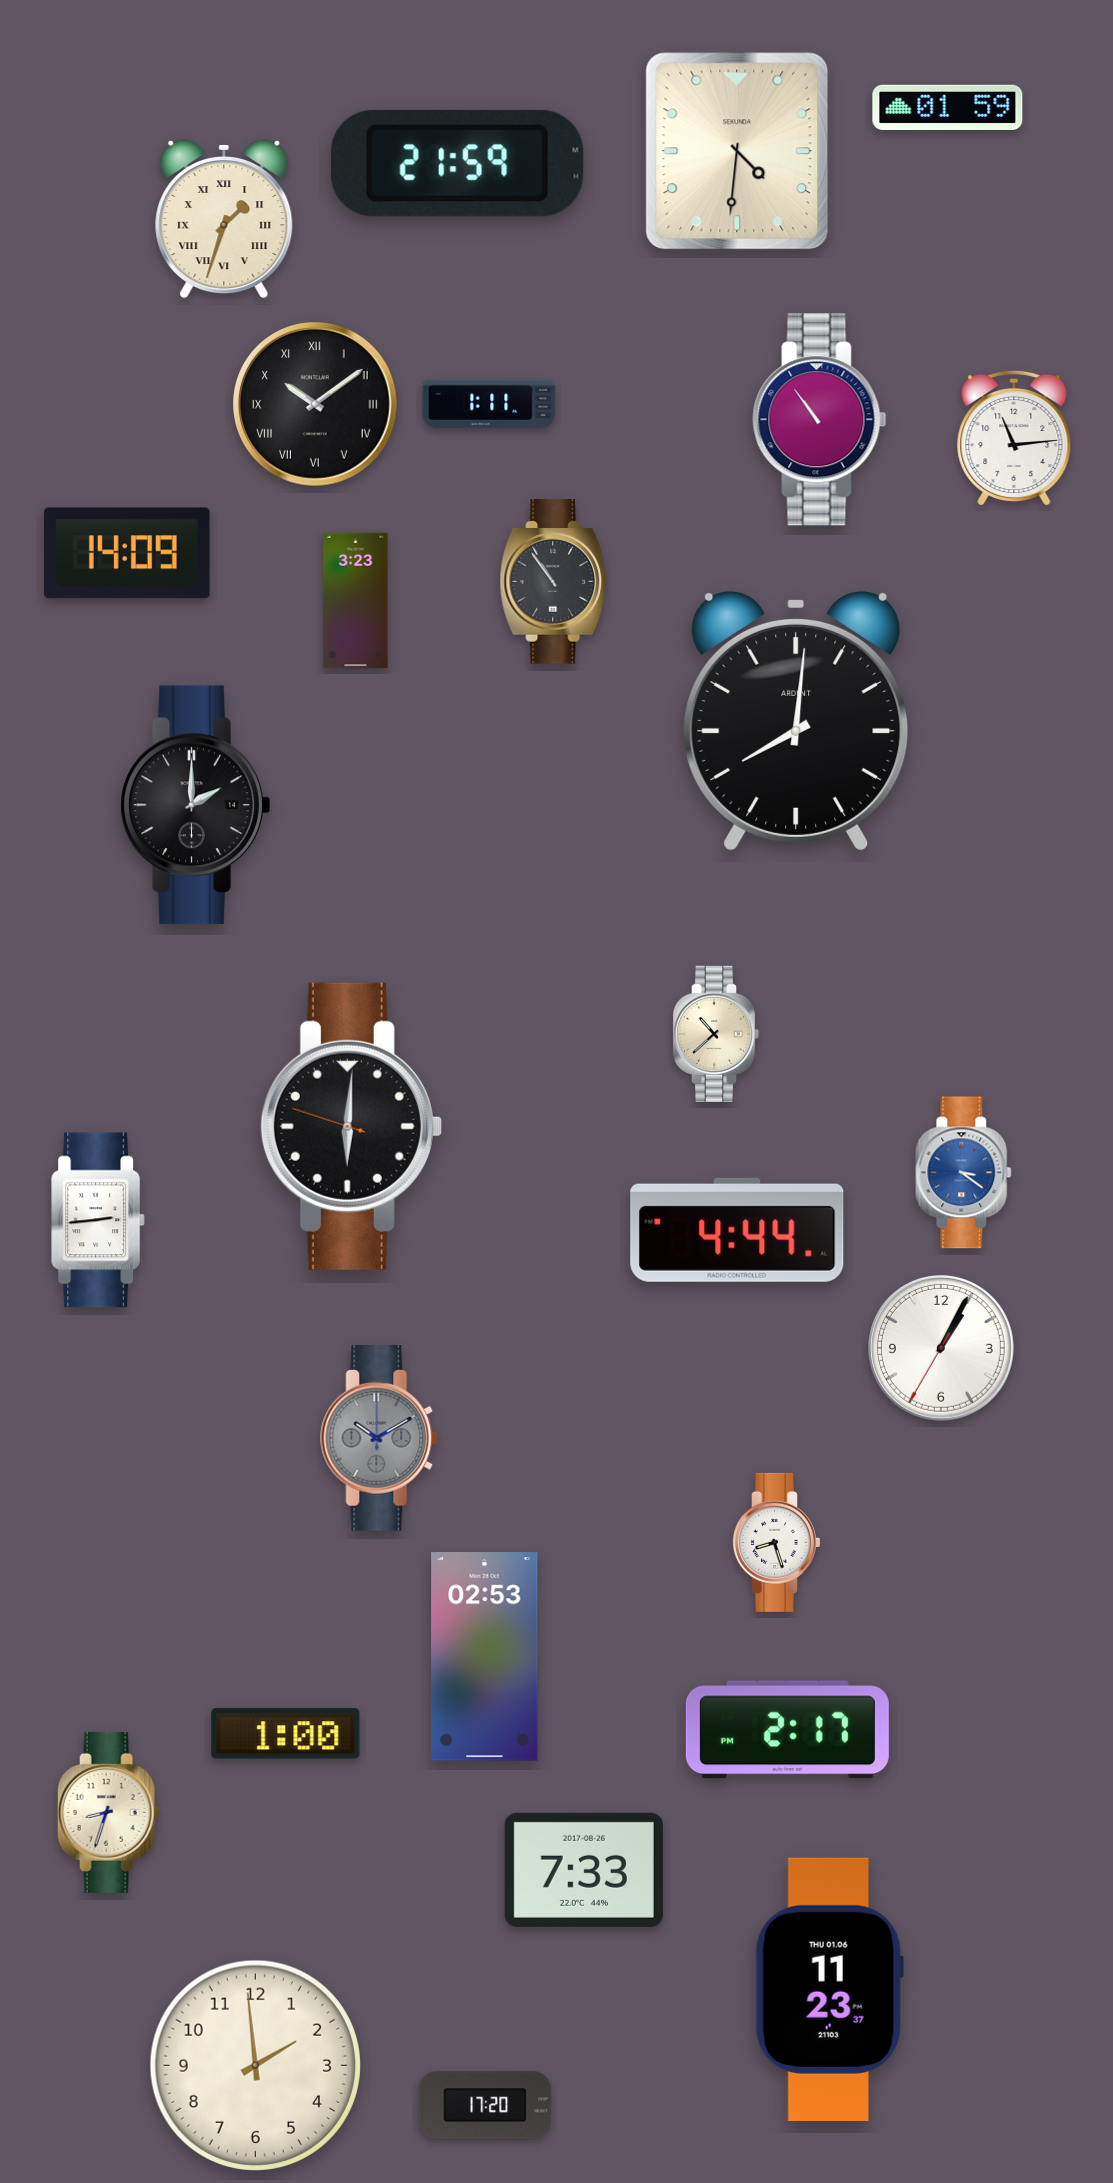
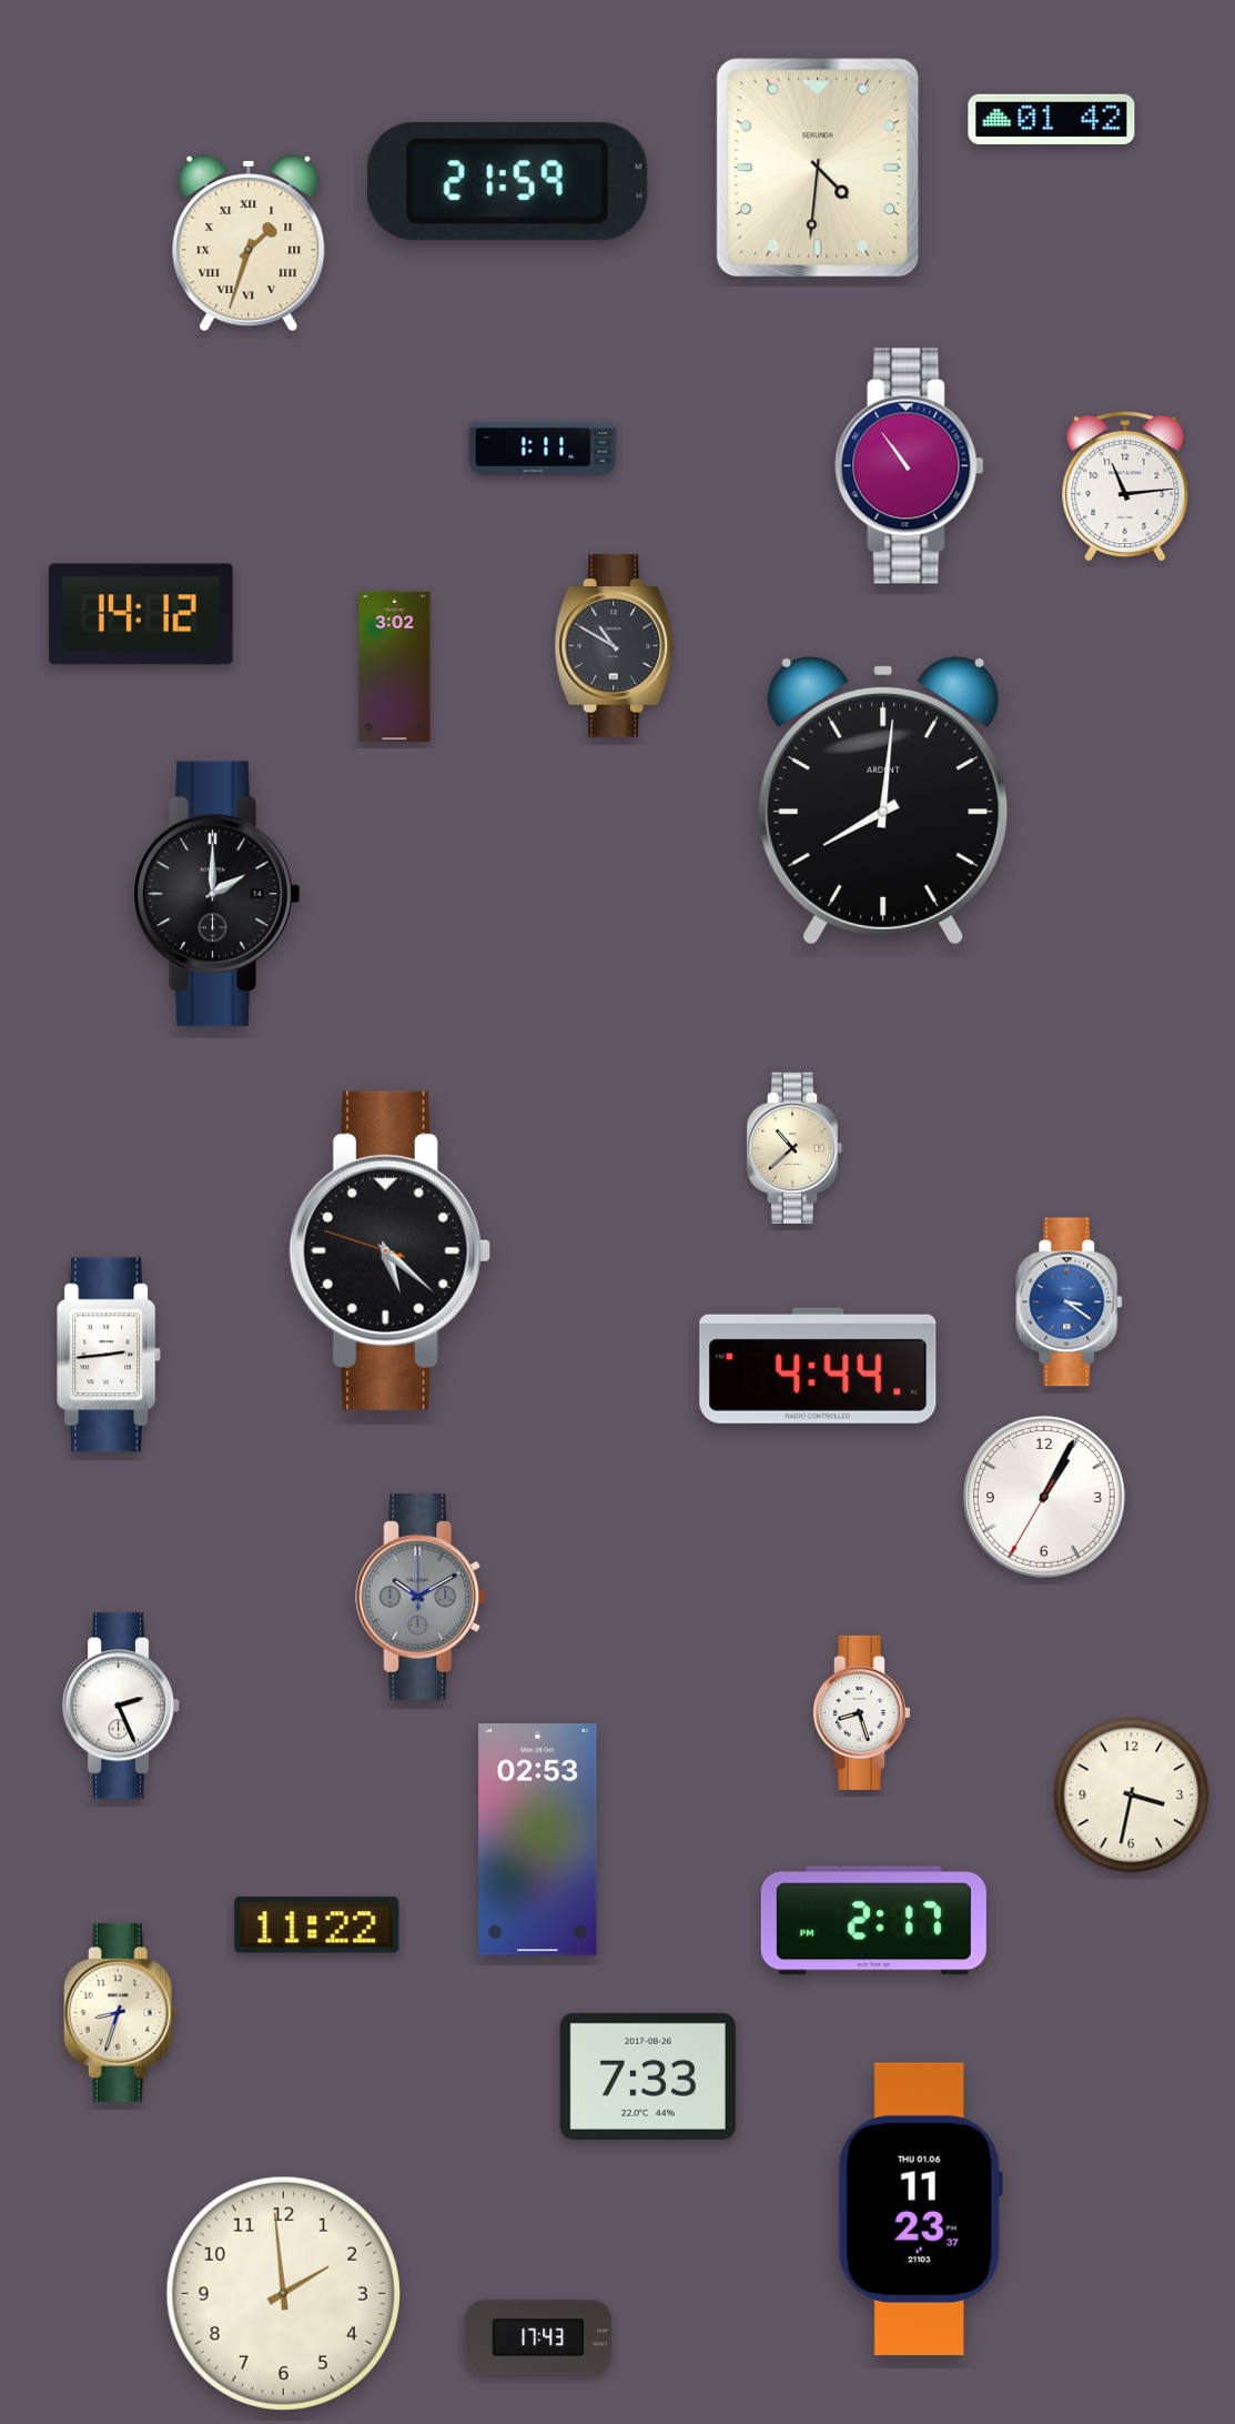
clock at (948, 107): 01:59 -> 01:42
clock at (315, 404): 10:09 -> none
clock at (127, 553): 14:09 -> 14:12
clock at (554, 582): 10:54 -> 10:50
clock at (356, 601): 3:23 -> 3:02
clock at (351, 1126): 6:00 -> 5:21
clock at (121, 1706): none -> 2:26
clock at (1132, 1796): none -> 3:32
clock at (286, 1734): 1:00 -> 11:22
clock at (485, 2105): 17:20 -> 17:43
